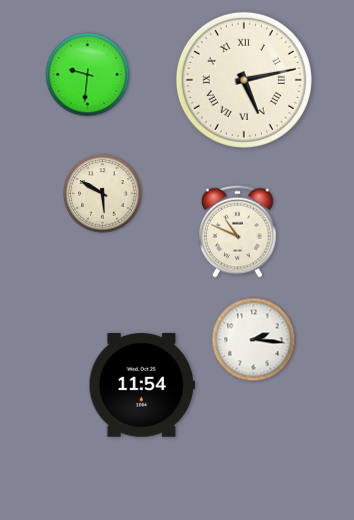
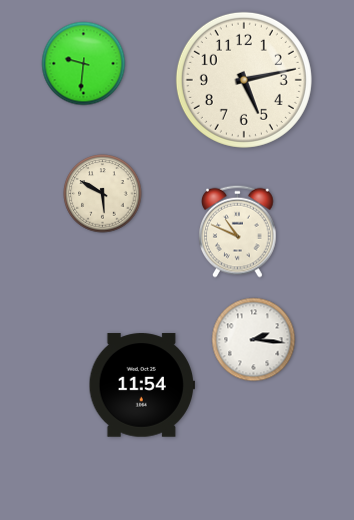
clock at (88, 75) position: (88, 75) -> (84, 64)
clock at (244, 80) numerals: Roman -> Arabic
